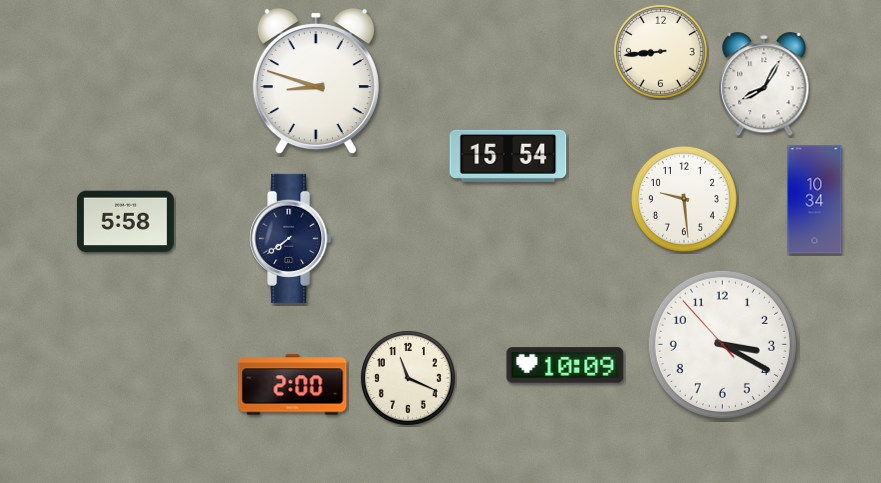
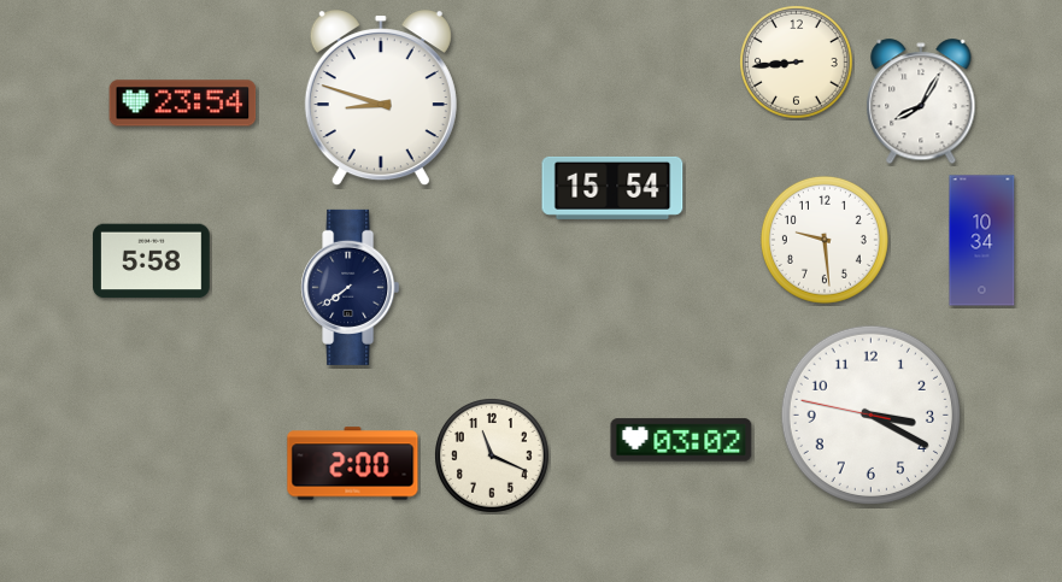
clock at (183, 104): none -> 23:54
clock at (125, 222) position: (125, 222) -> (151, 261)
clock at (722, 344): 3:19:53 -> 3:19:47
clock at (565, 365): 10:09 -> 03:02
